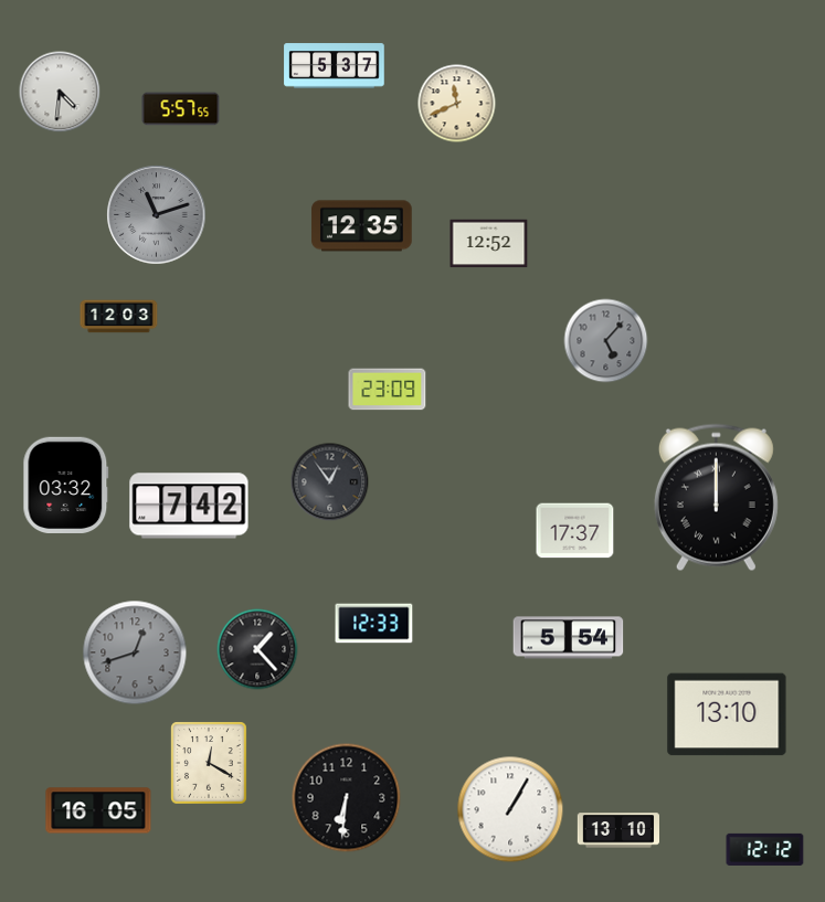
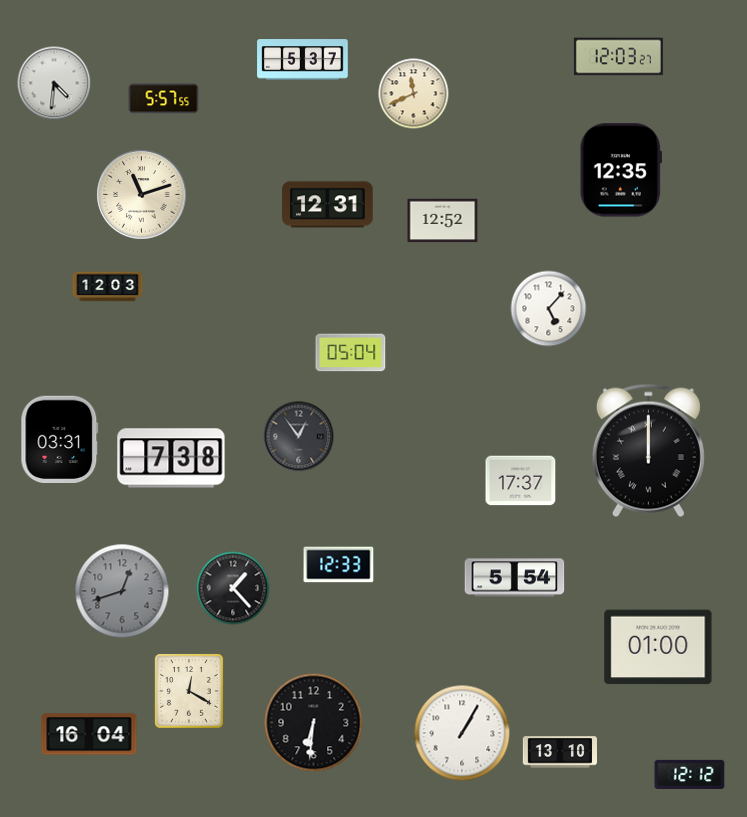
clock at (618, 57): none -> 12:03
clock at (621, 170): none -> 12:35
clock at (157, 215) dial: grey -> cream
clock at (362, 226): 12:35 -> 12:31
clock at (606, 341) dial: grey -> white
clock at (388, 390): 23:09 -> 05:04
clock at (66, 485): 03:32 -> 03:31
clock at (189, 506): 7:42 -> 7:38
clock at (727, 714): 13:10 -> 01:00
clock at (98, 810): 16:05 -> 16:04
clock at (765, 849) position: (765, 849) -> (690, 774)
